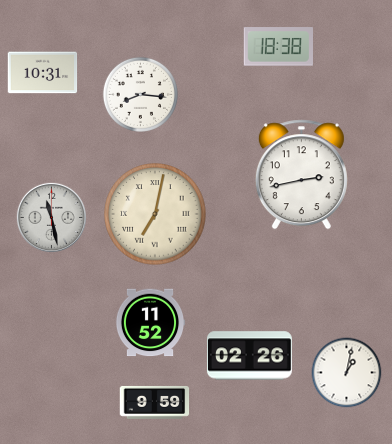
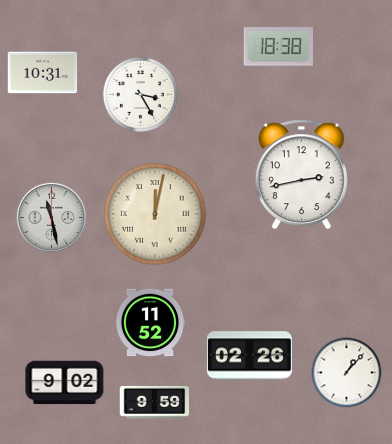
clock at (140, 94): 8:16 -> 3:25
clock at (155, 214): 7:02 -> 12:02
clock at (347, 373): 1:02 -> 1:07
clock at (65, 383): none -> 9:02
